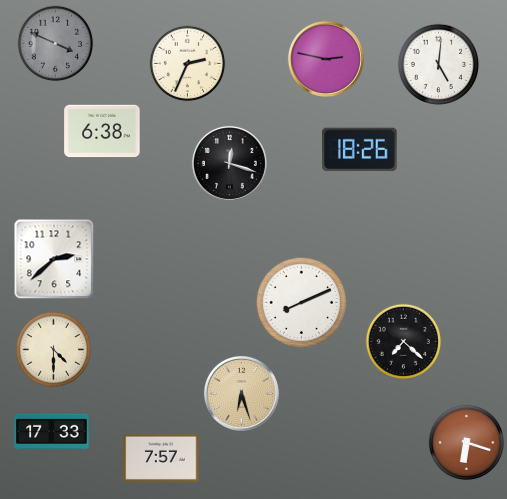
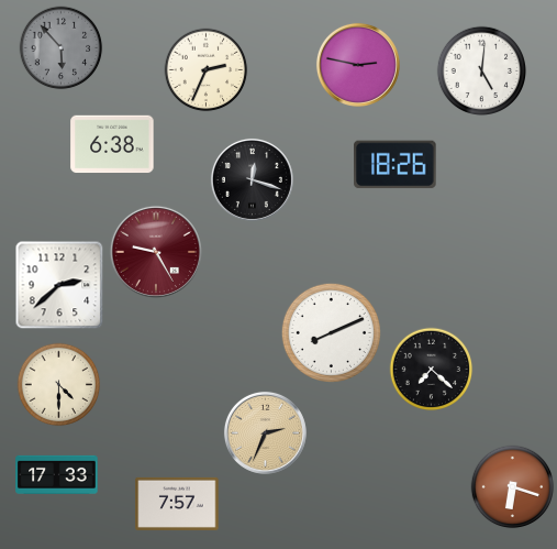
clock at (56, 44): 3:49 -> 5:53
clock at (156, 252): none -> 9:25
clock at (404, 342) position: (404, 342) -> (432, 370)
clock at (241, 393): 6:27 -> 2:34
